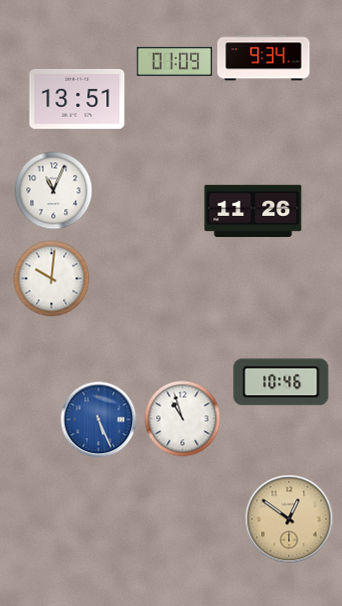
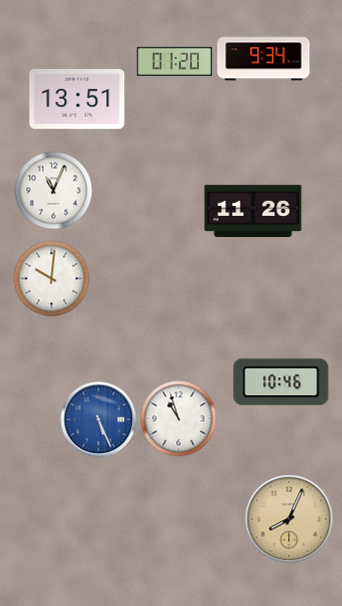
clock at (175, 61): 01:09 -> 01:20
clock at (183, 419) position: (183, 419) -> (179, 419)
clock at (289, 519): 12:51 -> 8:04
